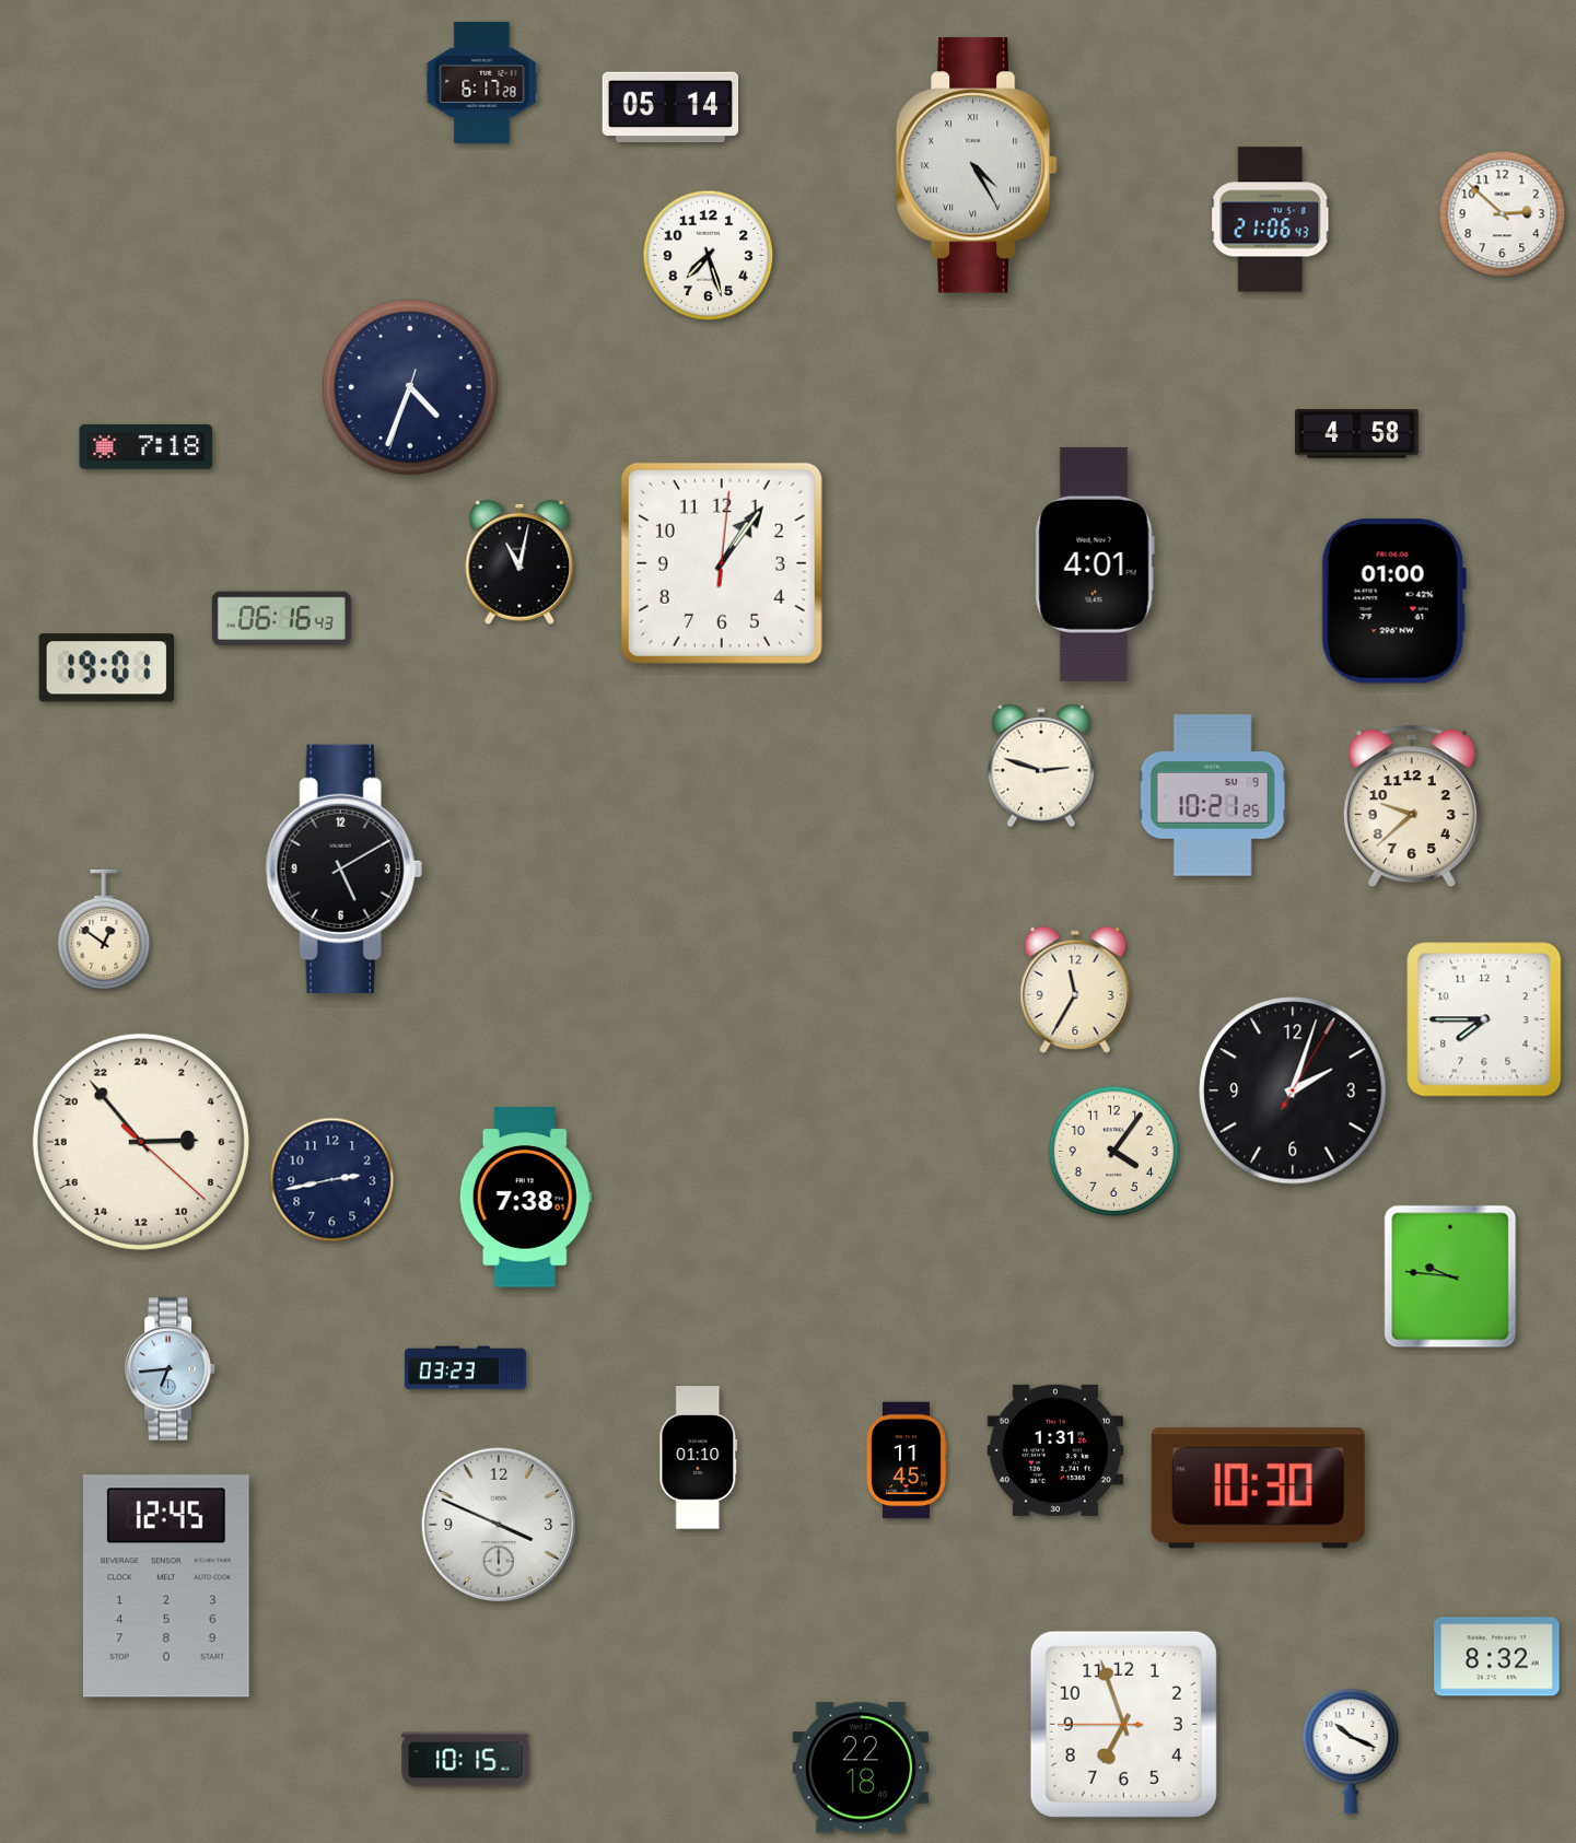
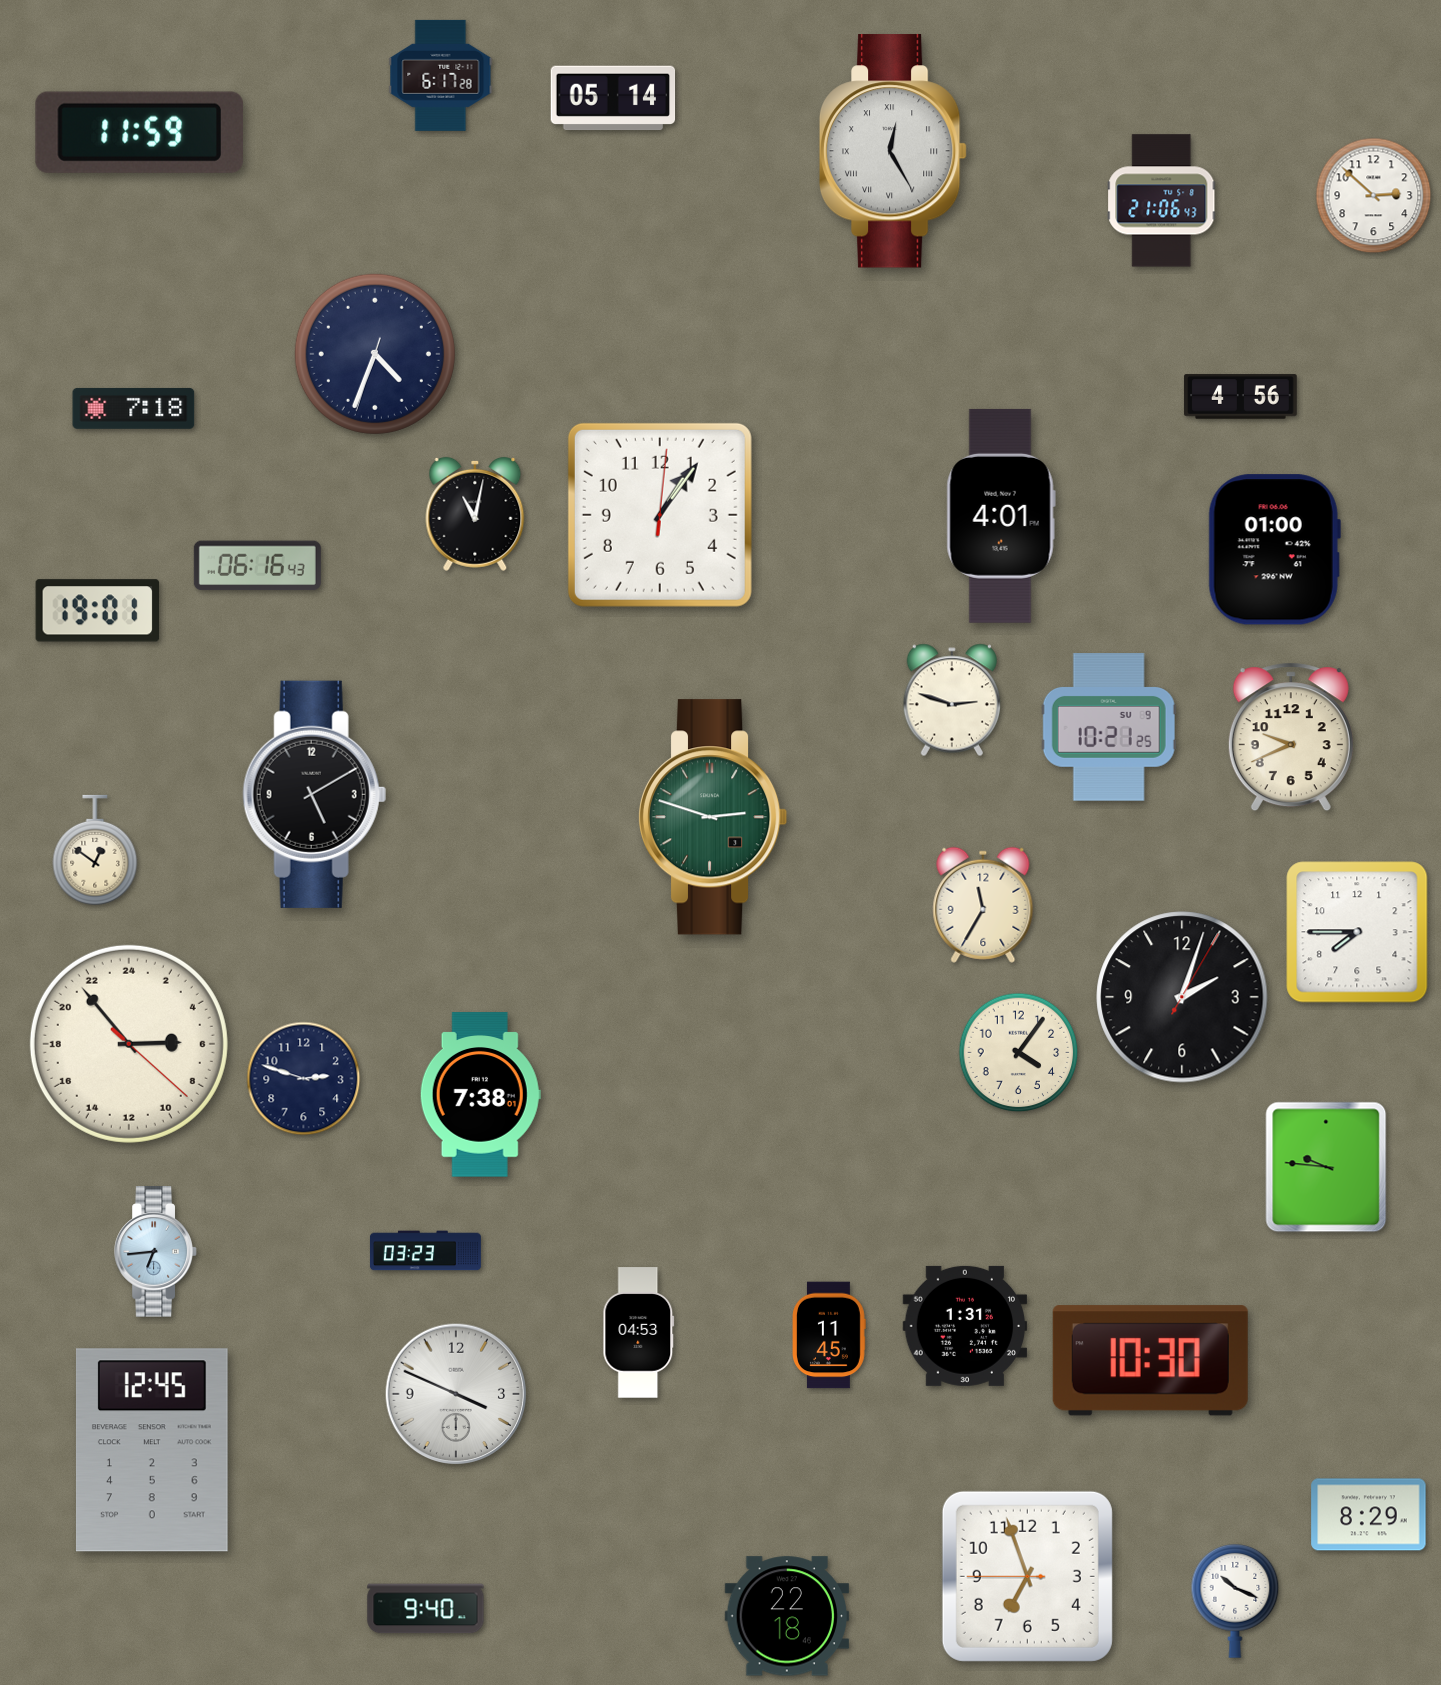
clock at (139, 132): none -> 11:59
clock at (977, 165): 4:25 -> 12:25
clock at (709, 256): 7:27 -> none
clock at (1357, 434): 4:58 -> 4:56
clock at (1412, 806): 9:38 -> 9:41
clock at (713, 817): none -> 2:48
clock at (332, 1180): 2:43 -> 2:48
clock at (699, 1458): 01:10 -> 04:53
clock at (1497, 1657): 8:32 -> 8:29
clock at (466, 1760): 10:15 -> 9:40
